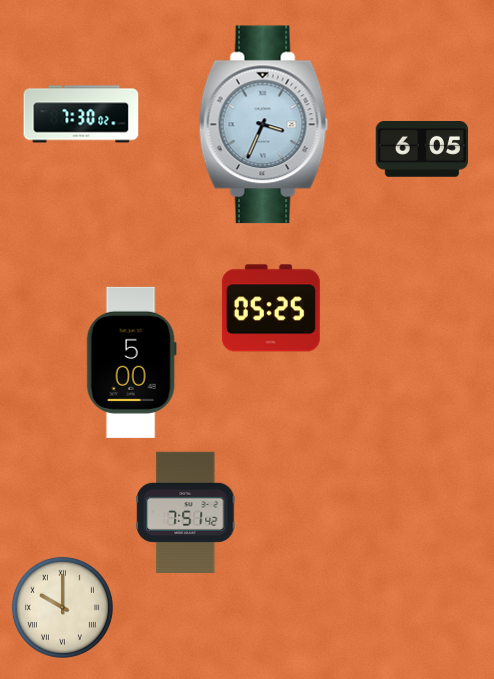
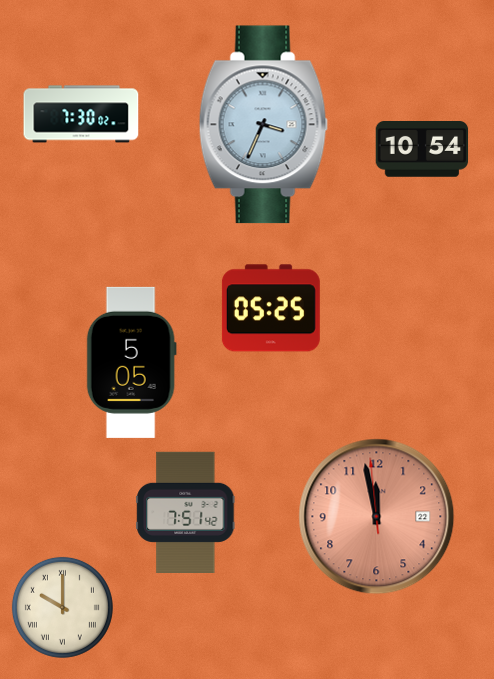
clock at (422, 149): 6:05 -> 10:54
clock at (131, 362): 5:00 -> 5:05
clock at (377, 517): none -> 11:57
